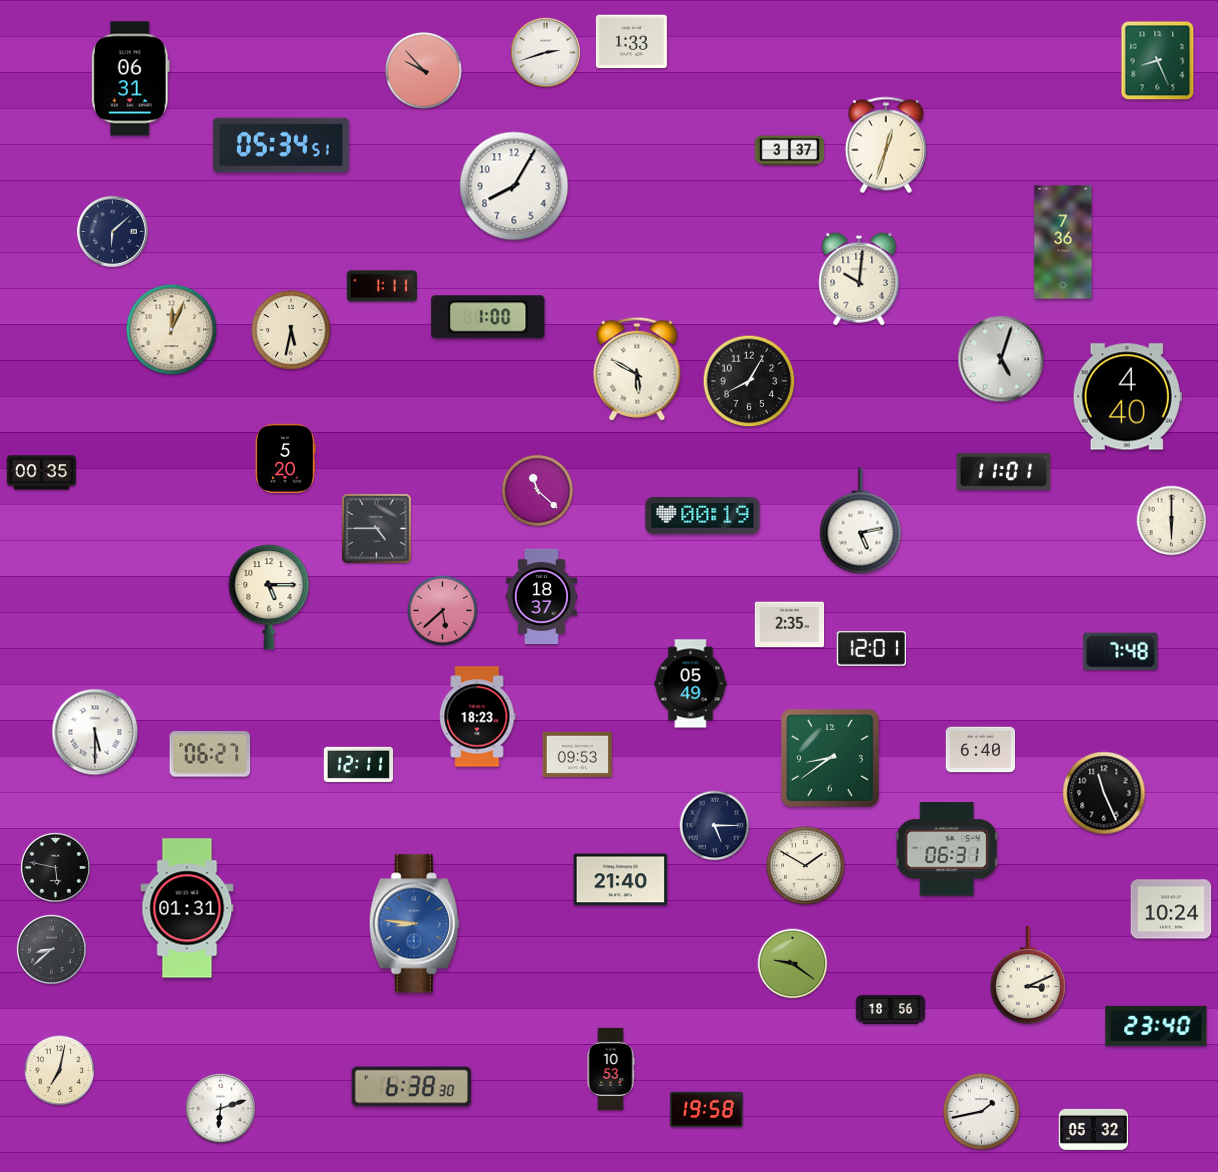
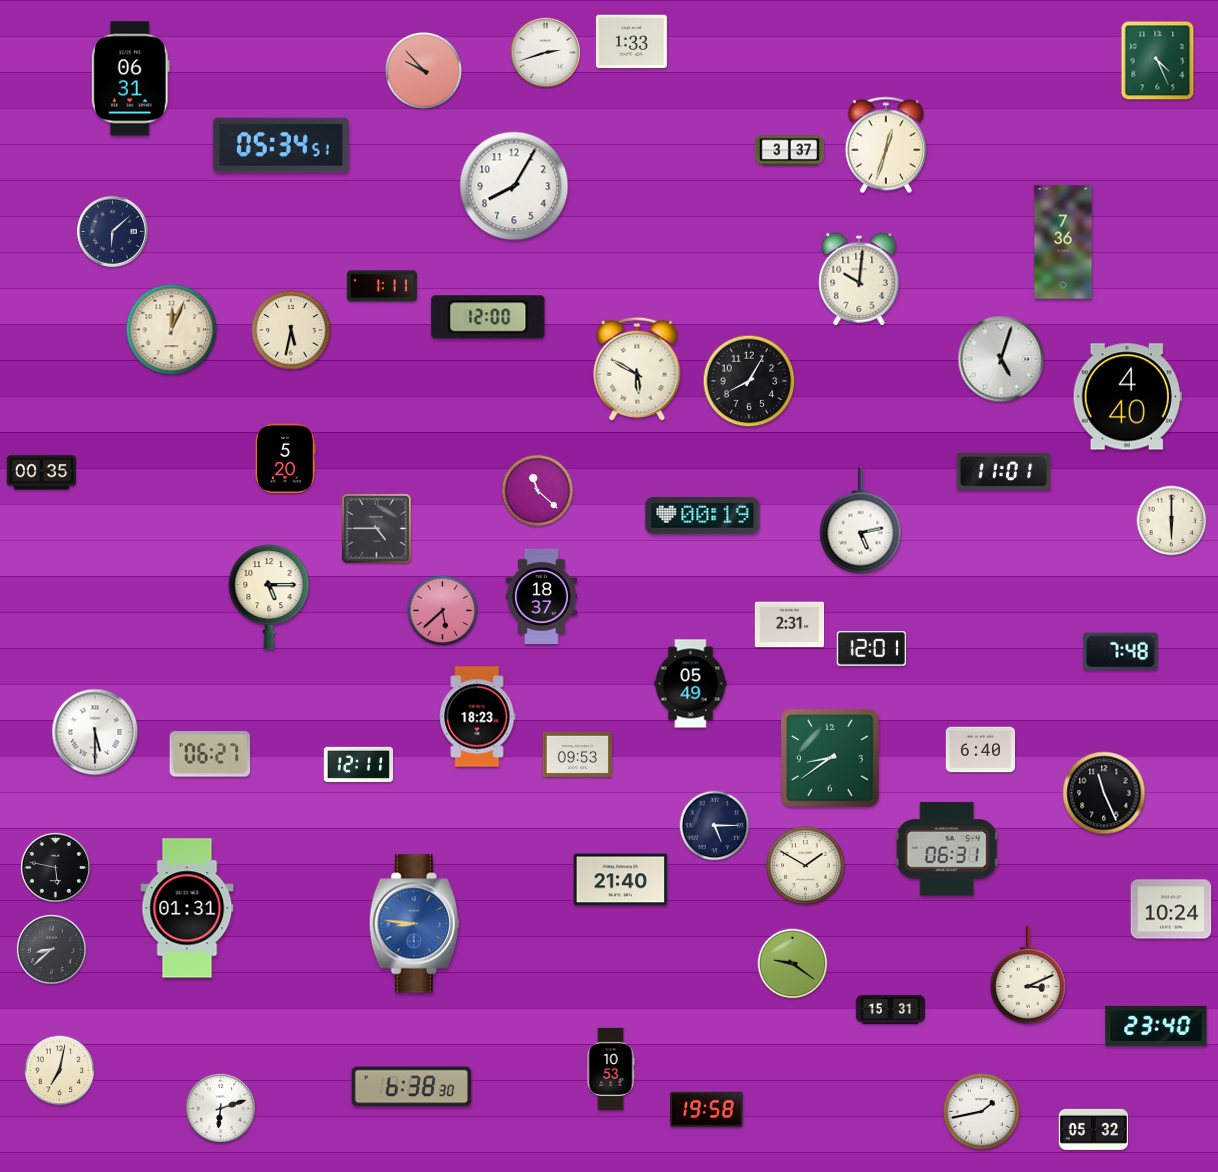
clock at (1158, 61): 8:26 -> 4:26
clock at (488, 317): 1:00 -> 12:00
clock at (790, 625): 2:35 -> 2:31
clock at (891, 1009): 18:56 -> 15:31
